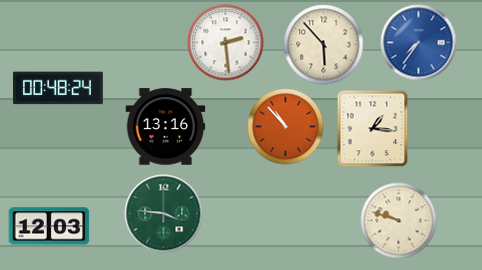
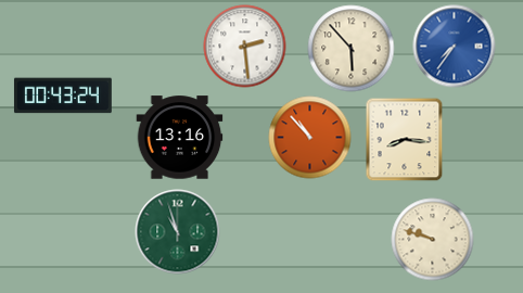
clock at (58, 88): 00:48 -> 00:43
clock at (373, 128): 1:16 -> 8:16
clock at (164, 214): 3:46 -> 10:57
clock at (49, 226): 12:03 -> none
